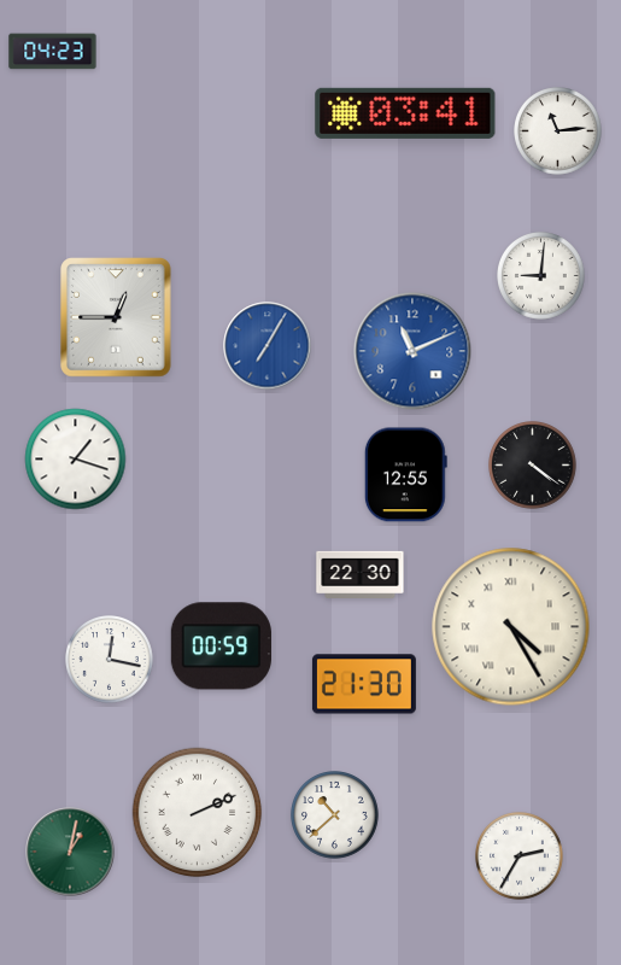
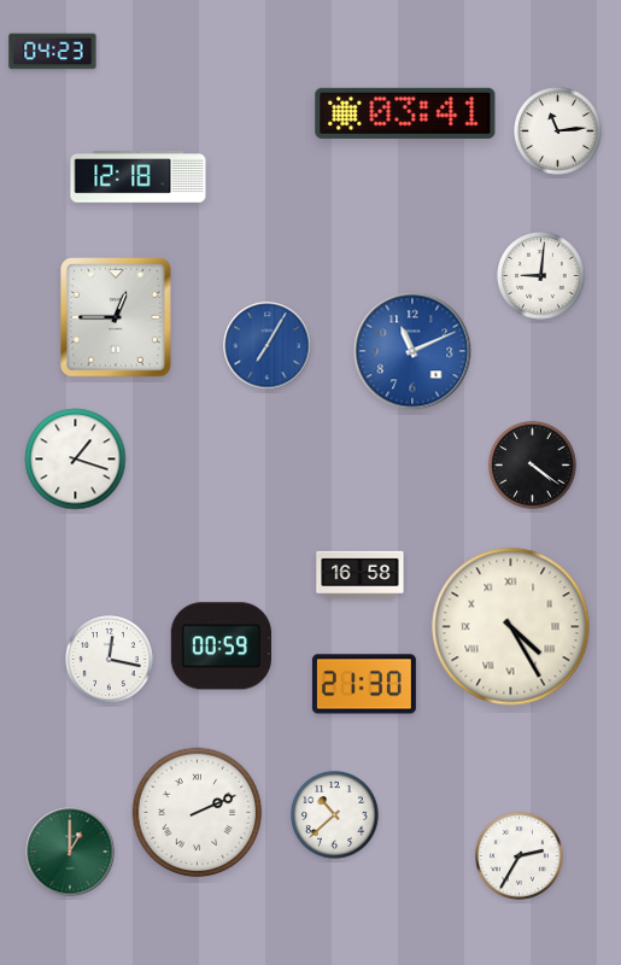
clock at (139, 177): none -> 12:18
clock at (405, 475): 12:55 -> none
clock at (361, 574): 22:30 -> 16:58
clock at (70, 852): 1:02 -> 1:00
